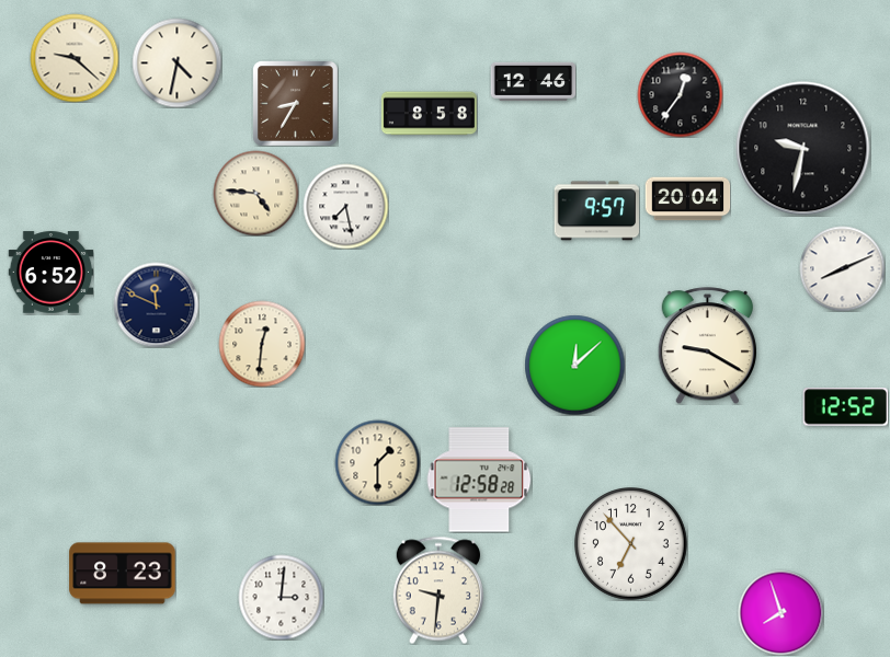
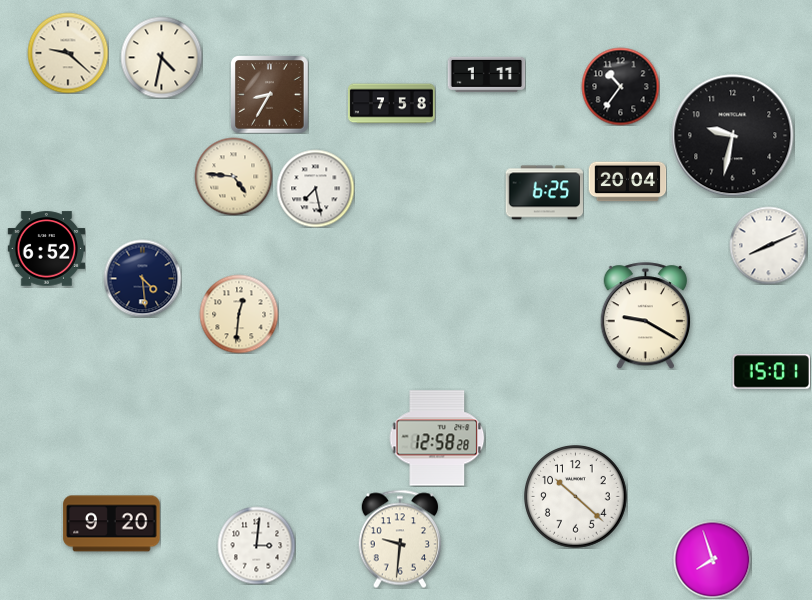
clock at (533, 81): 12:46 -> 1:11
clock at (680, 94): 12:36 -> 10:36
clock at (429, 114): 8:58 -> 7:58
clock at (596, 211): 9:57 -> 6:25
clock at (156, 304): 11:49 -> 4:29
clock at (574, 365): 12:08 -> none
clock at (845, 407): 12:52 -> 15:01
clock at (377, 462): 1:30 -> none
clock at (631, 544): 6:53 -> 10:22
clock at (123, 574): 8:23 -> 9:20
